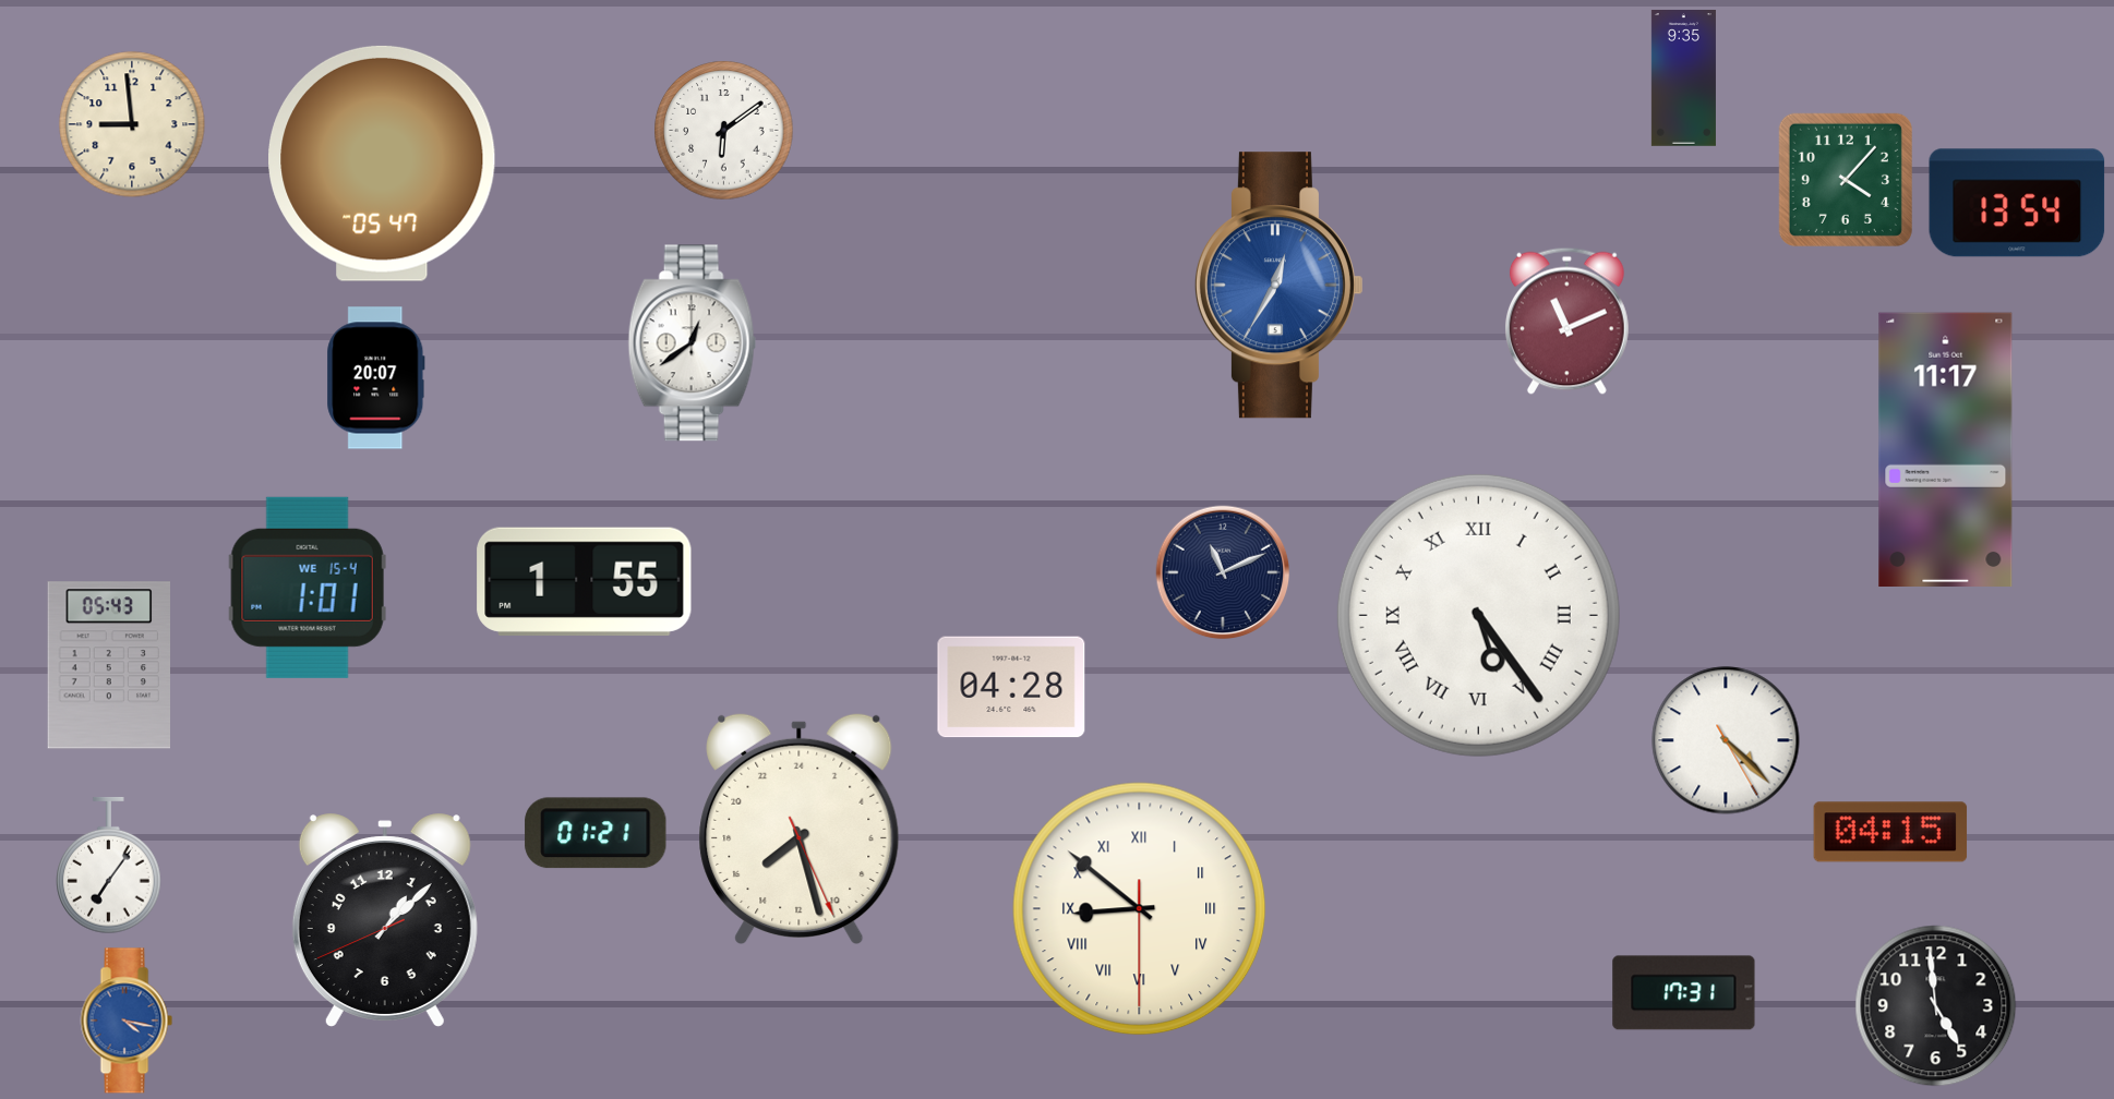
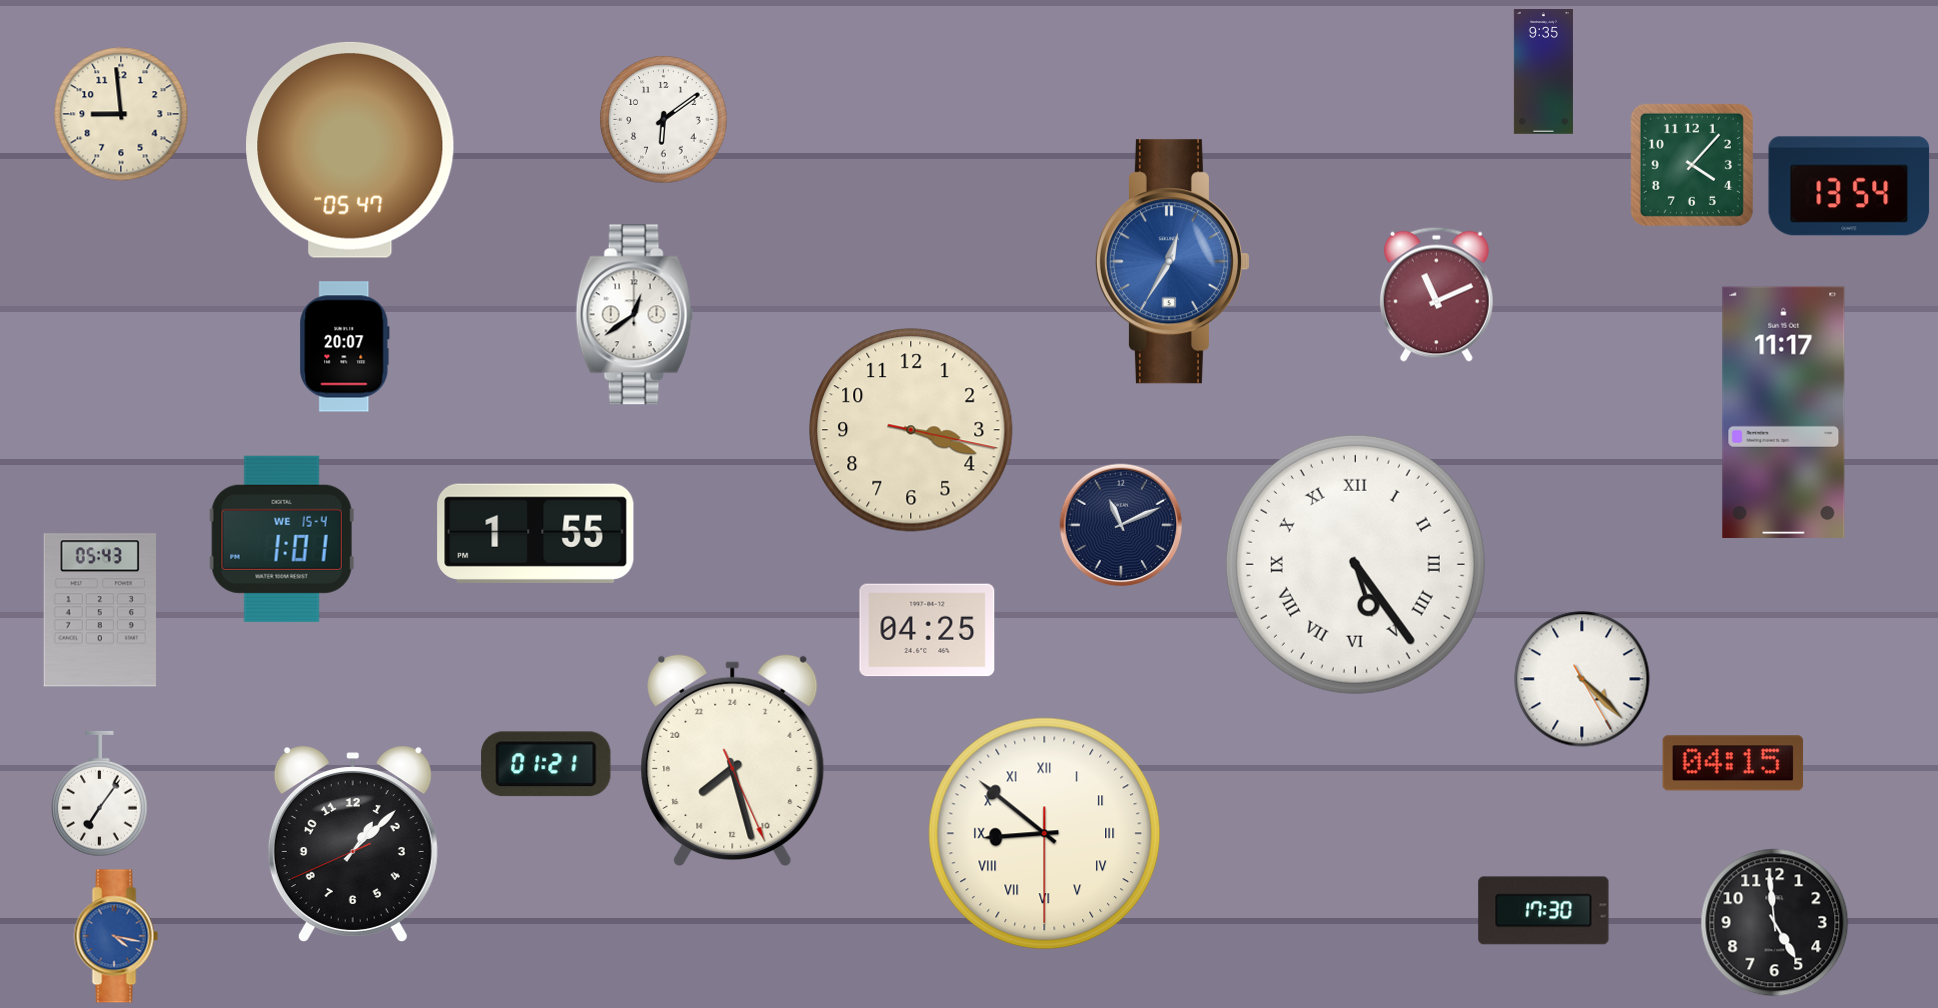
clock at (911, 430): none -> 3:18
clock at (1011, 687): 04:28 -> 04:25
clock at (1684, 993): 17:31 -> 17:30
